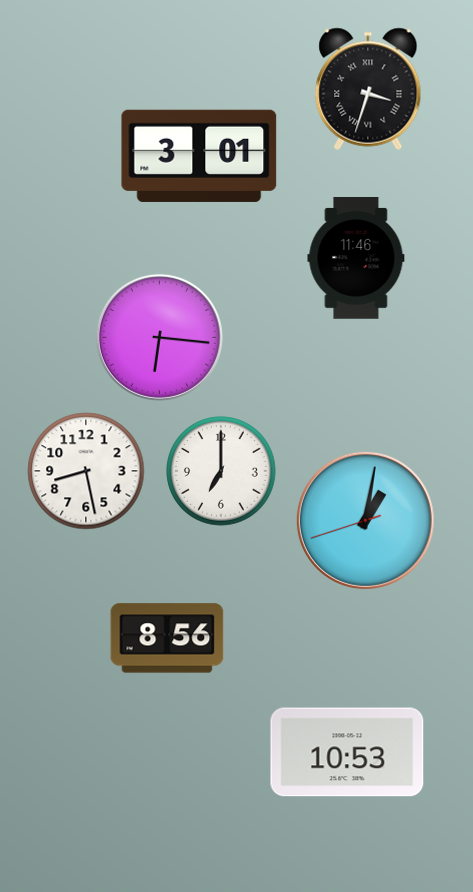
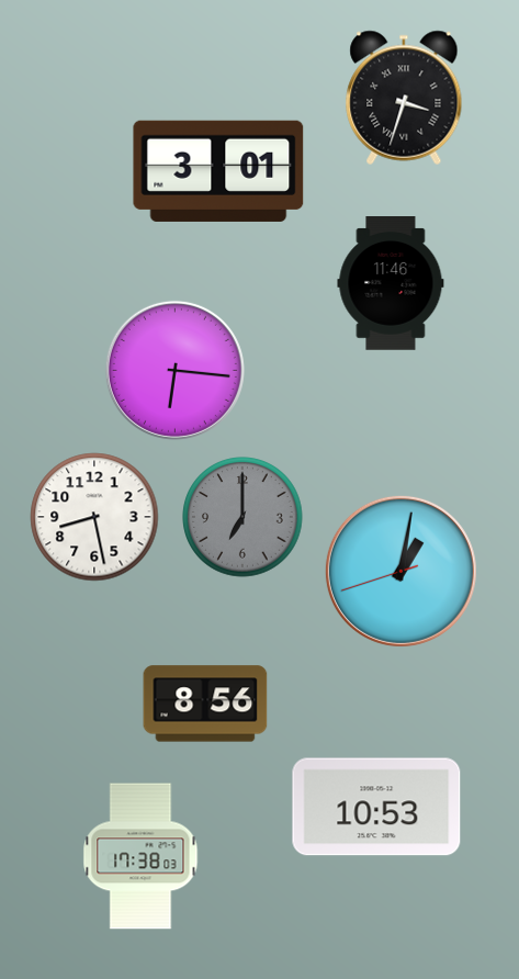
clock at (221, 471) dial: white -> grey
clock at (167, 638) position: (167, 638) -> (205, 704)
clock at (347, 752) position: (347, 752) -> (376, 807)
clock at (140, 856): none -> 17:38
